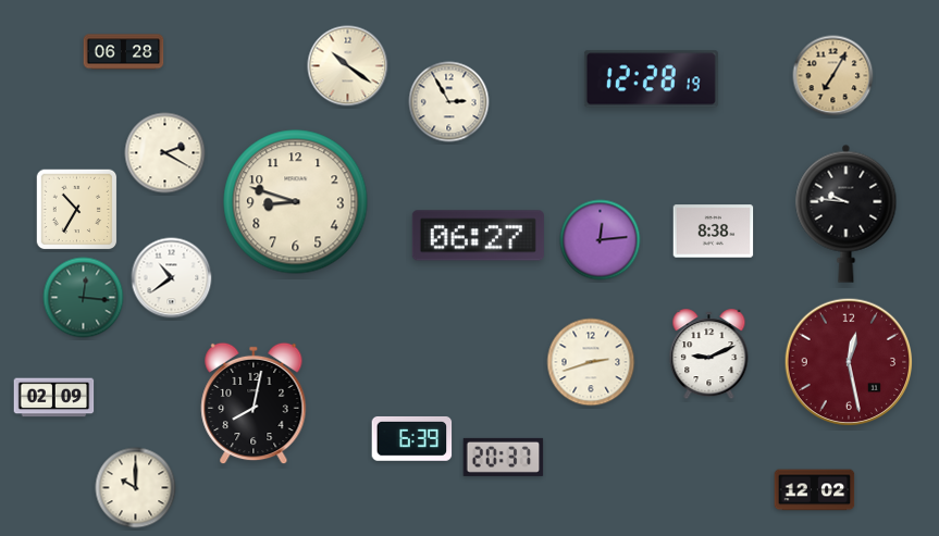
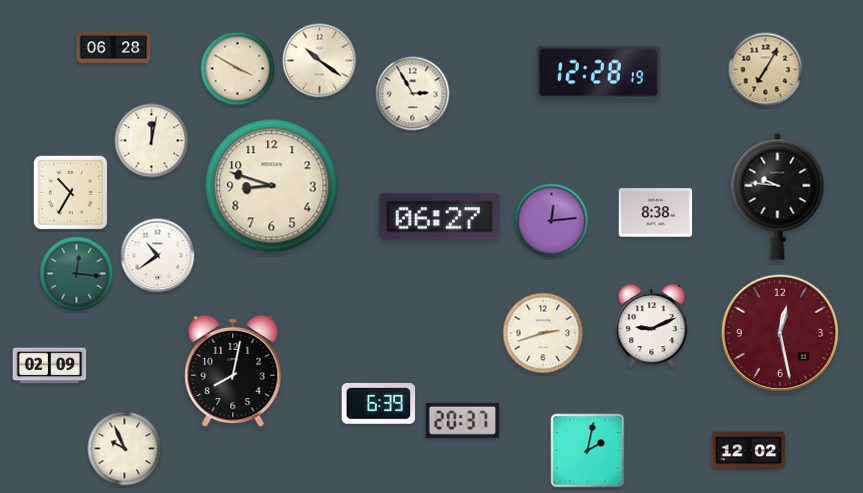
clock at (238, 69): none -> 3:50
clock at (165, 153): 2:20 -> 12:02
clock at (136, 488): 10:00 -> 9:56
clock at (588, 451): none -> 2:02
